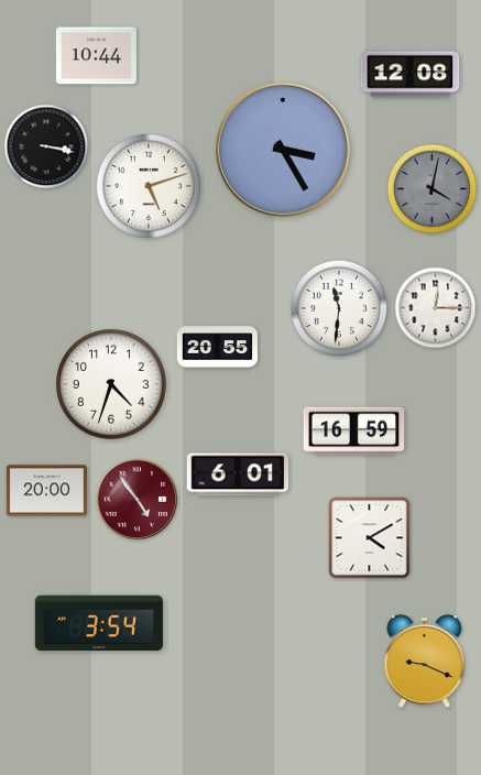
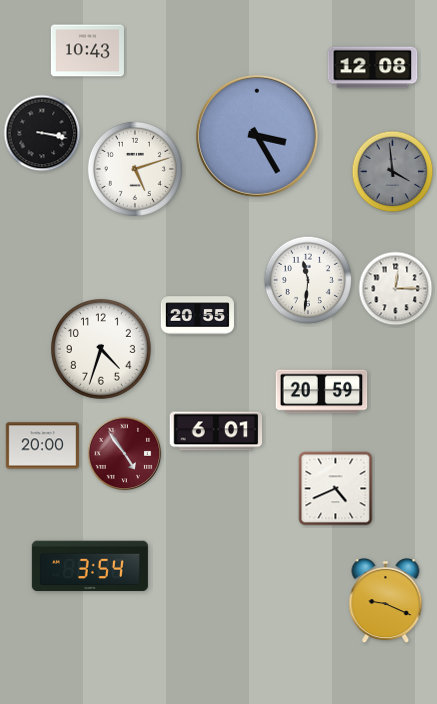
clock at (96, 56): 10:44 -> 10:43
clock at (433, 189): 4:02 -> 3:59
clock at (436, 308) position: (436, 308) -> (396, 289)
clock at (354, 432): 16:59 -> 20:59
clock at (370, 538): 4:10 -> 4:41
